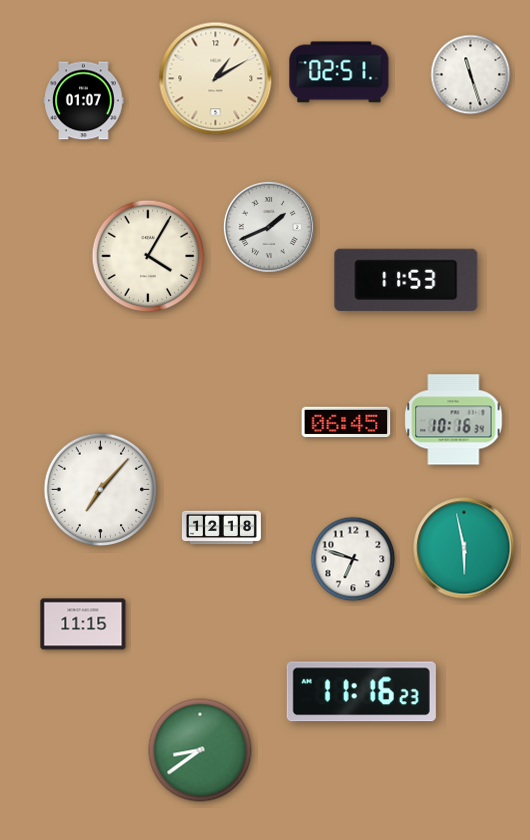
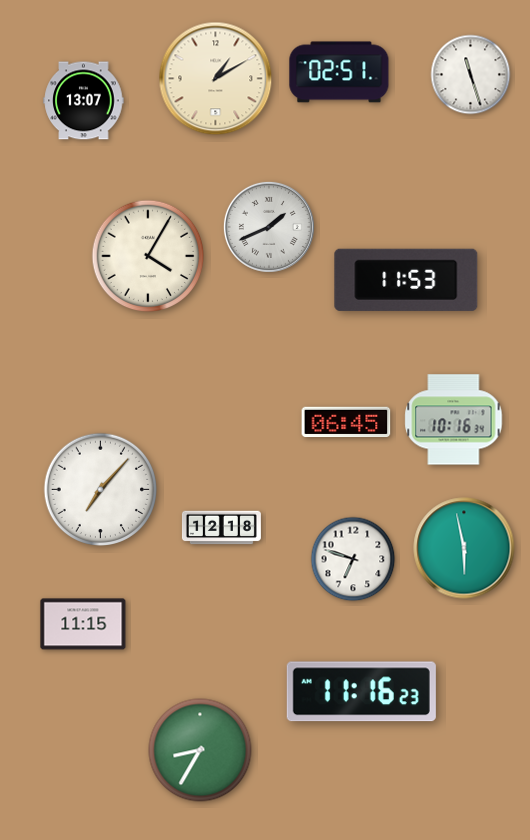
clock at (84, 101): 01:07 -> 13:07
clock at (200, 750): 8:39 -> 8:35
